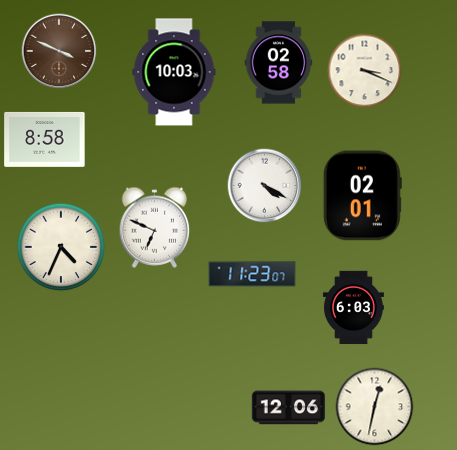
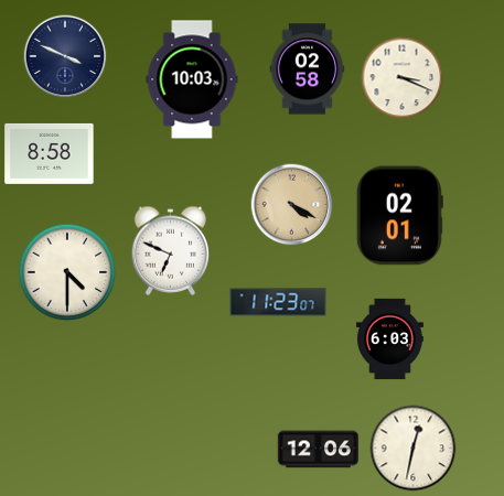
clock at (59, 51) dial: brown -> navy
clock at (265, 186) dial: white -> champagne
clock at (61, 247): 4:34 -> 4:30
